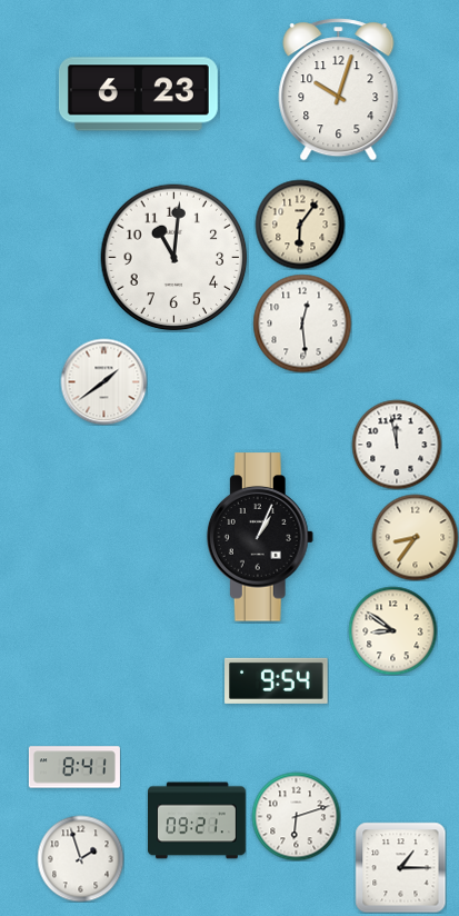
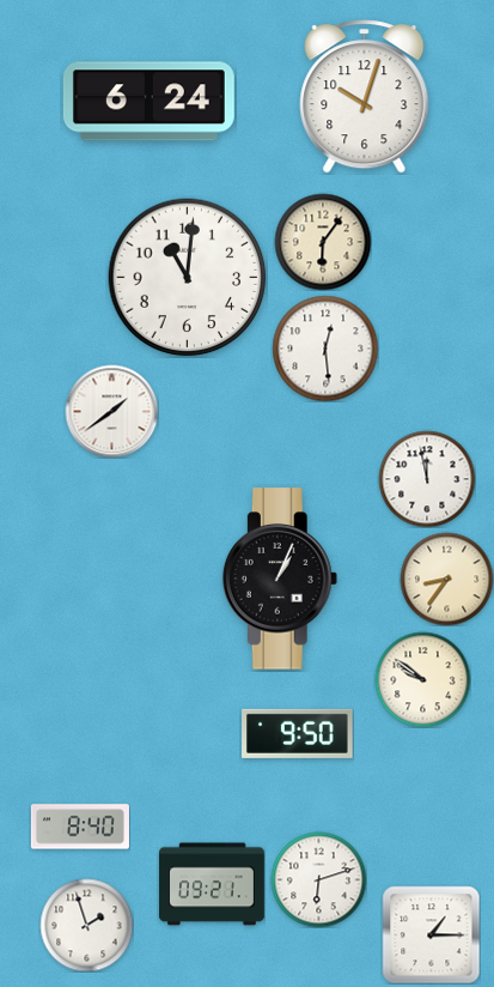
clock at (138, 94): 6:23 -> 6:24
clock at (392, 630): 8:51 -> 9:51
clock at (277, 680): 9:54 -> 9:50
clock at (74, 767): 8:41 -> 8:40
